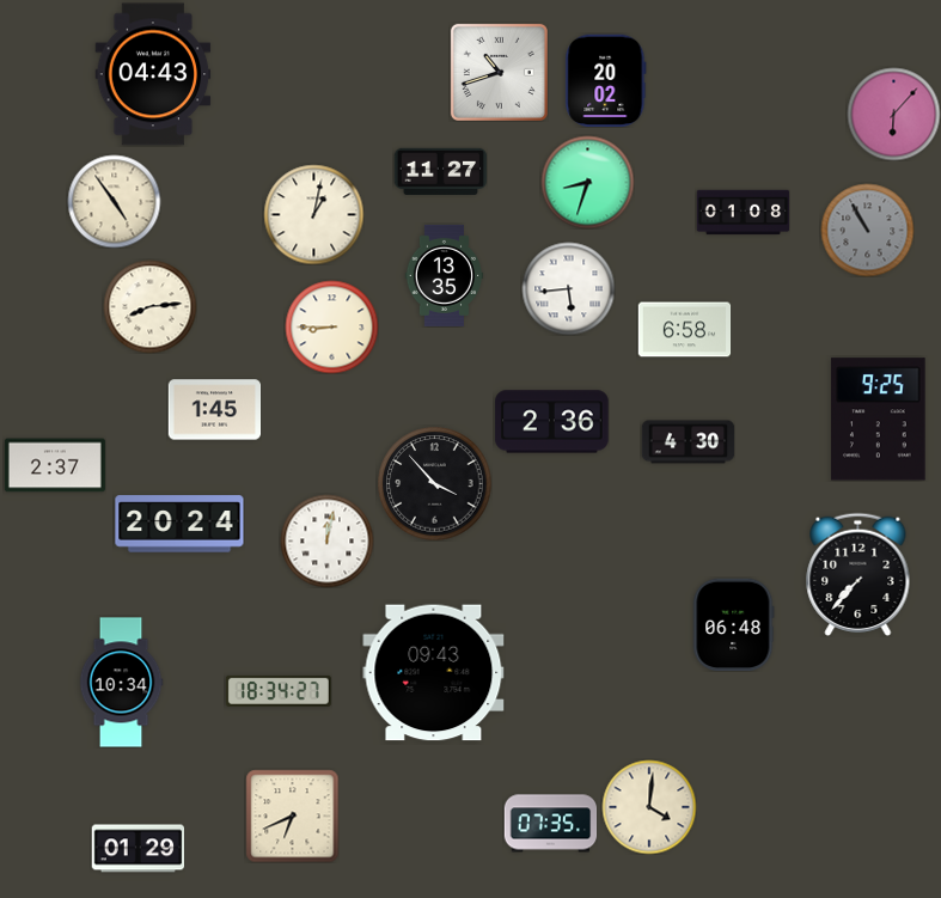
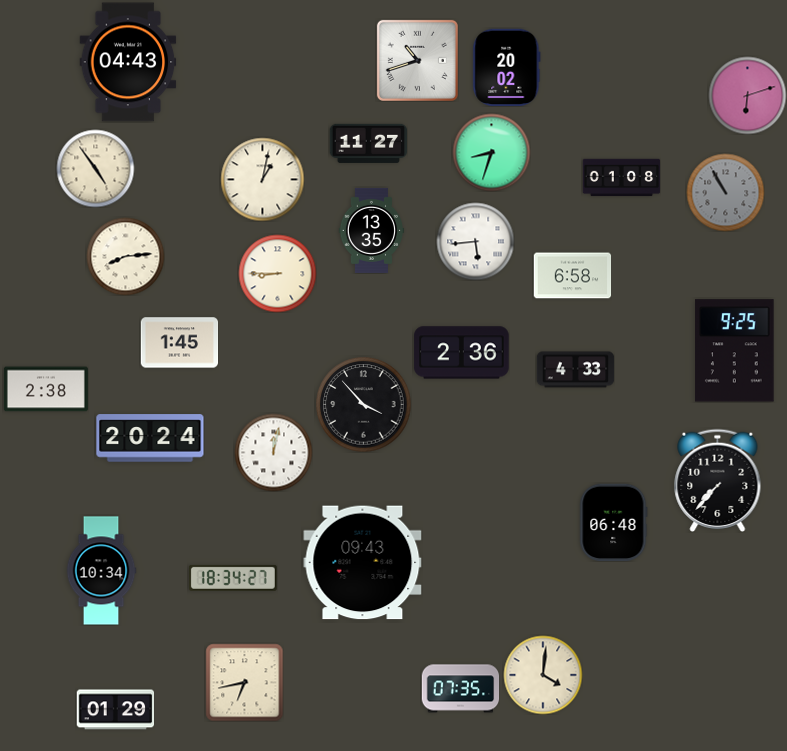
clock at (893, 114): 6:07 -> 6:12
clock at (688, 442): 4:30 -> 4:33
clock at (55, 465): 2:37 -> 2:38
clock at (292, 815): 6:41 -> 6:43
